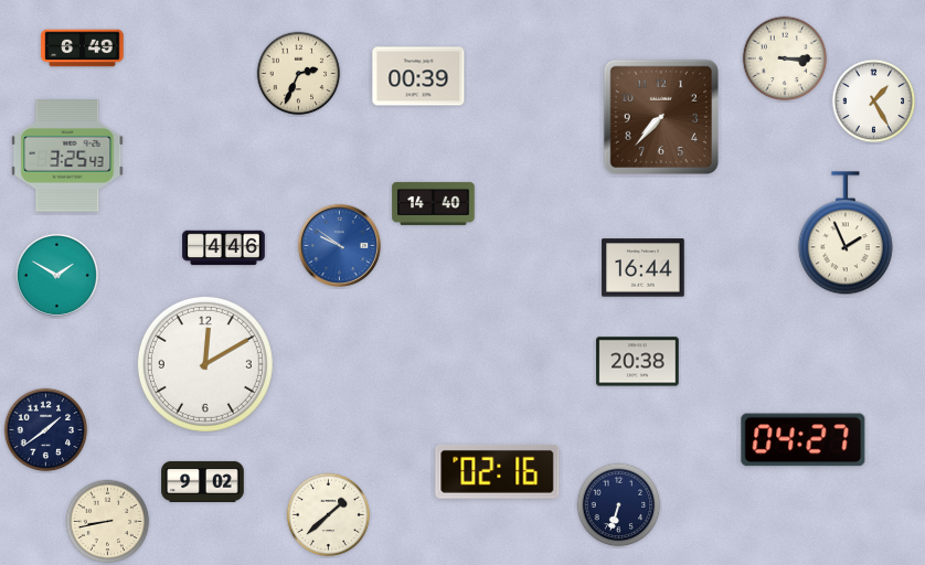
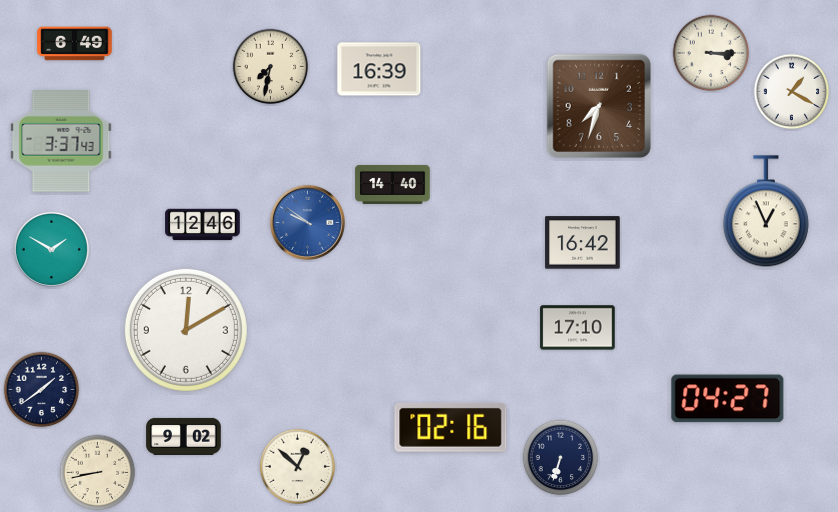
clock at (299, 74): 2:34 -> 7:32
clock at (418, 76): 00:39 -> 16:39
clock at (874, 102): 1:25 -> 1:20
clock at (660, 116): 7:37 -> 7:33
clock at (67, 157): 3:25 -> 3:37
clock at (846, 234): 1:56 -> 12:56
clock at (224, 248): 4:46 -> 12:46
clock at (644, 268): 16:44 -> 16:42
clock at (638, 362): 20:38 -> 17:10
clock at (329, 515): 1:38 -> 12:52
